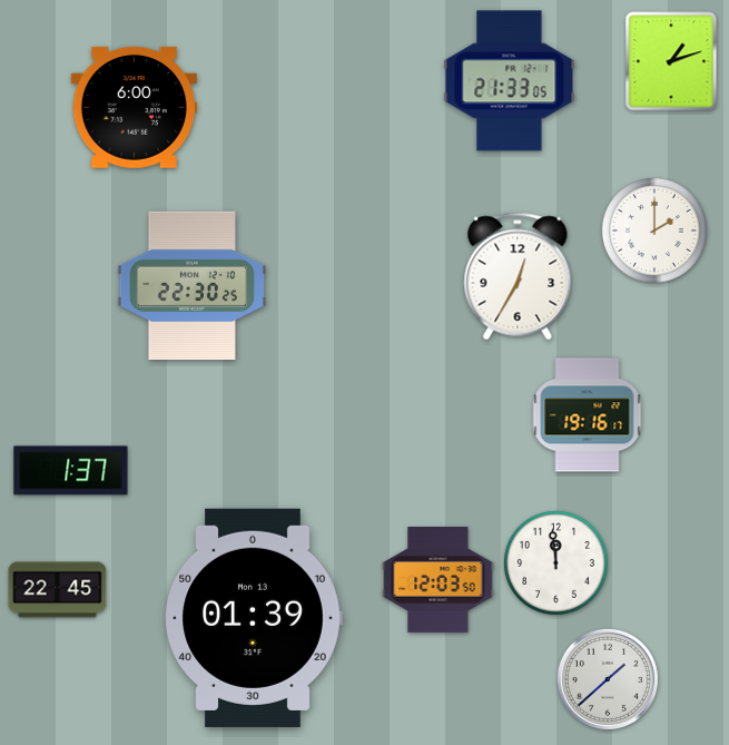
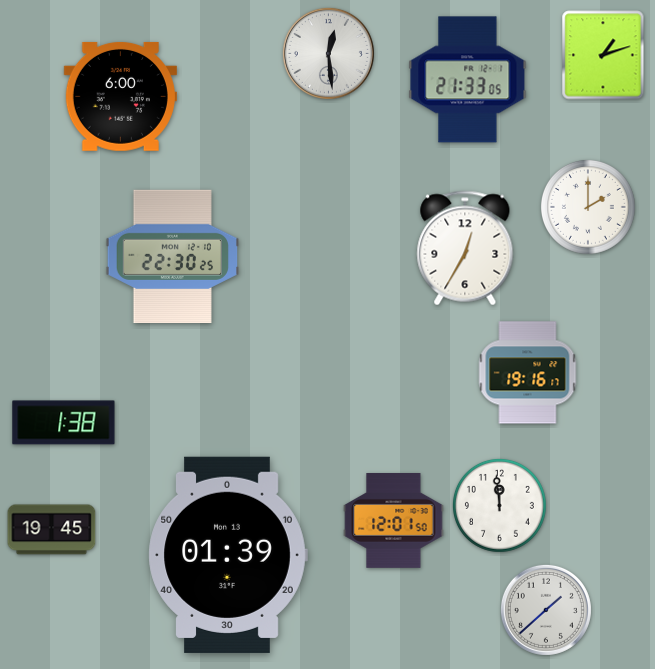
clock at (328, 53): none -> 12:29
clock at (510, 81) position: (510, 81) -> (468, 80)
clock at (71, 471): 1:37 -> 1:38
clock at (439, 580): 12:03 -> 12:01
clock at (58, 590): 22:45 -> 19:45
